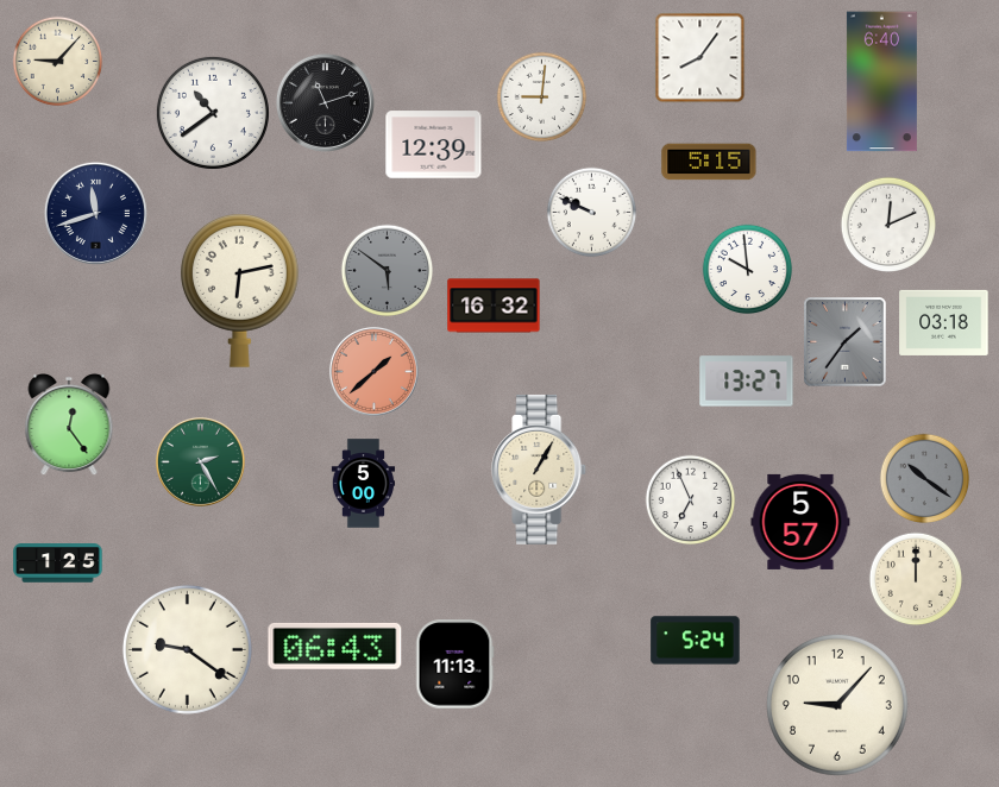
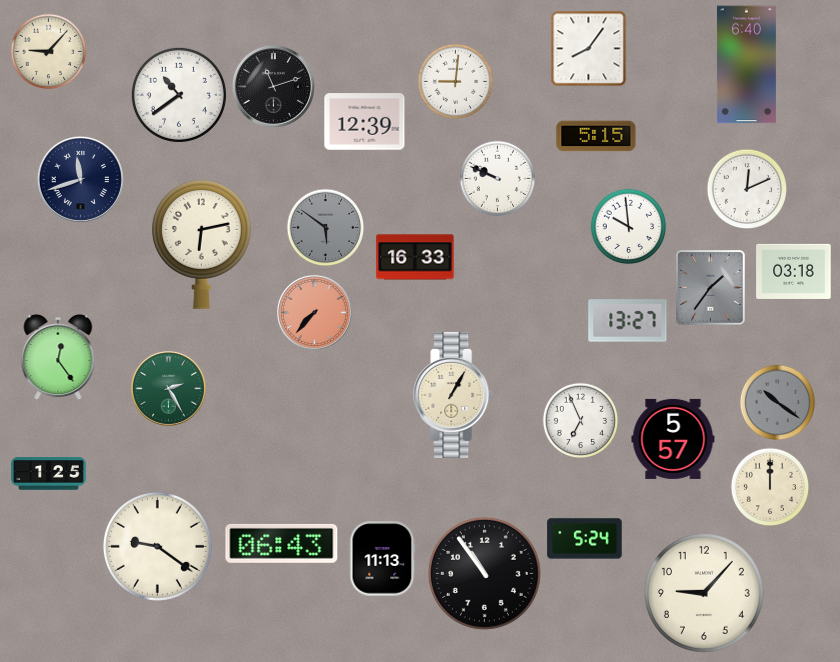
clock at (881, 82) position: (881, 82) -> (746, 65)
clock at (494, 306): 16:32 -> 16:33
clock at (373, 371): 1:38 -> 7:37
clock at (364, 484): 5:00 -> none
clock at (484, 573): none -> 10:54
